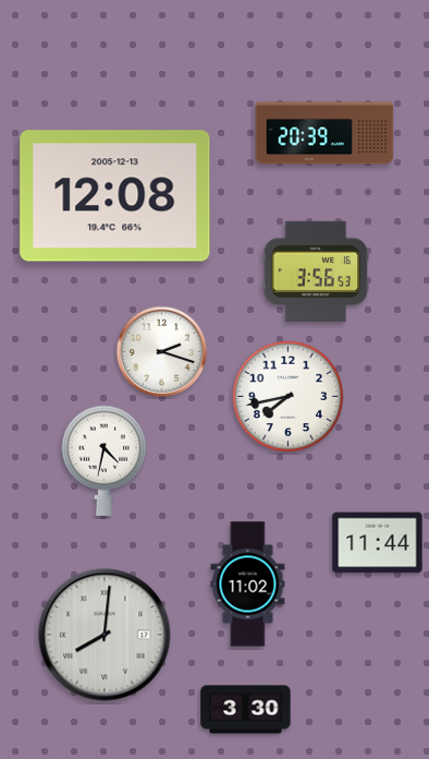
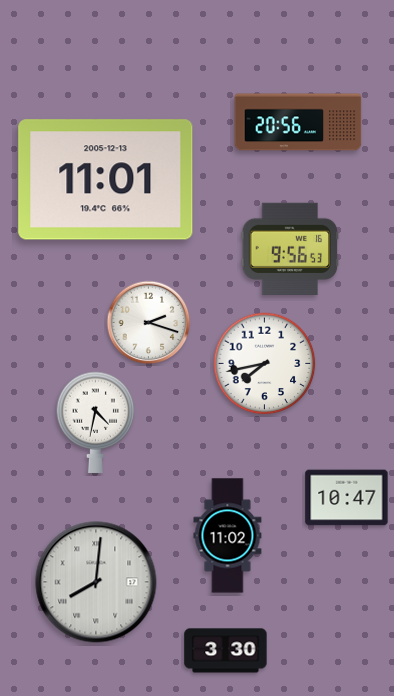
clock at (324, 133): 20:39 -> 20:56
clock at (115, 196): 12:08 -> 11:01
clock at (316, 270): 3:56 -> 9:56
clock at (378, 543): 11:44 -> 10:47
